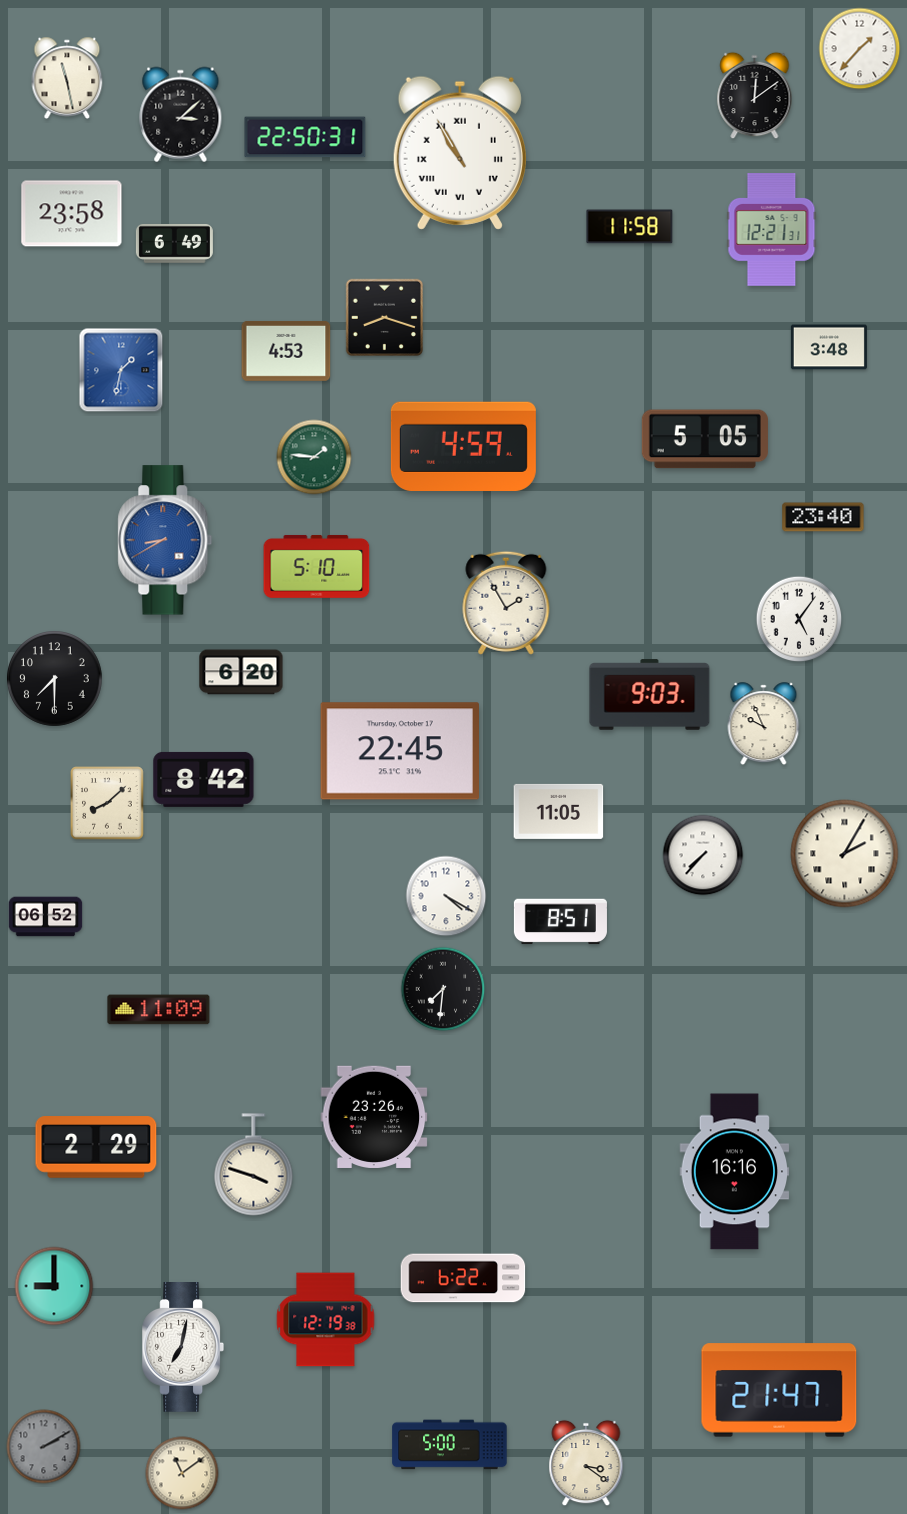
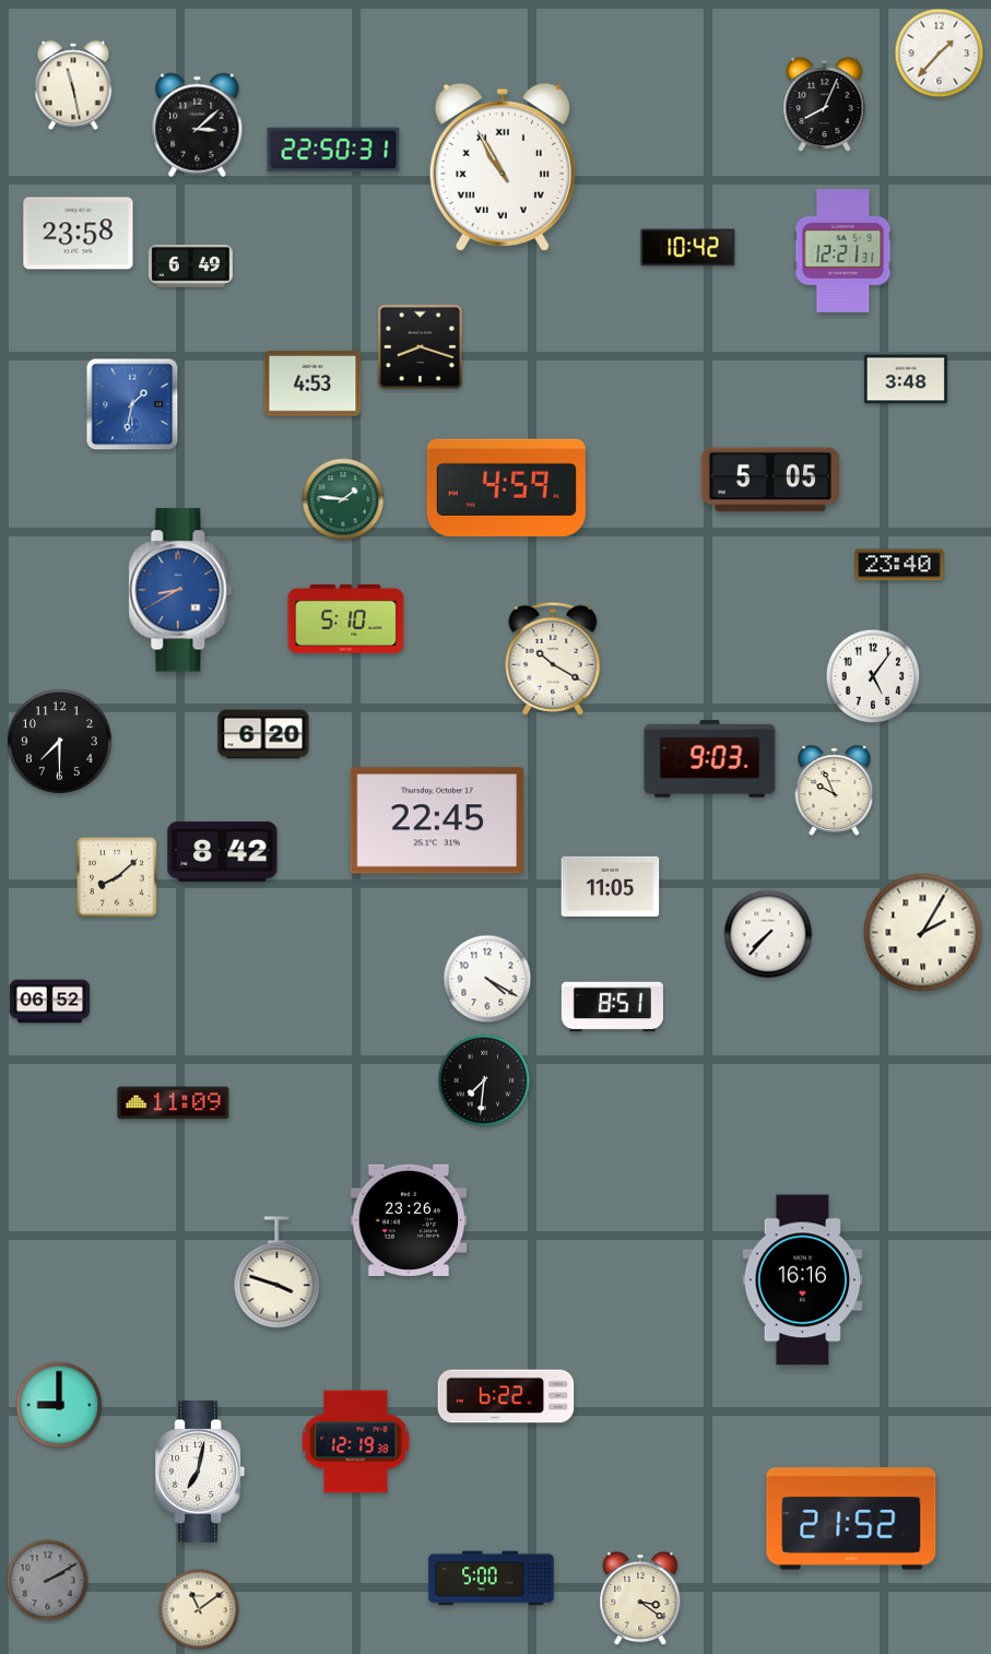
clock at (755, 96): 12:09 -> 8:04
clock at (630, 227): 11:58 -> 10:42
clock at (506, 603): 1:55 -> 10:20
clock at (96, 1147): 2:29 -> none
clock at (779, 1390): 21:47 -> 21:52
